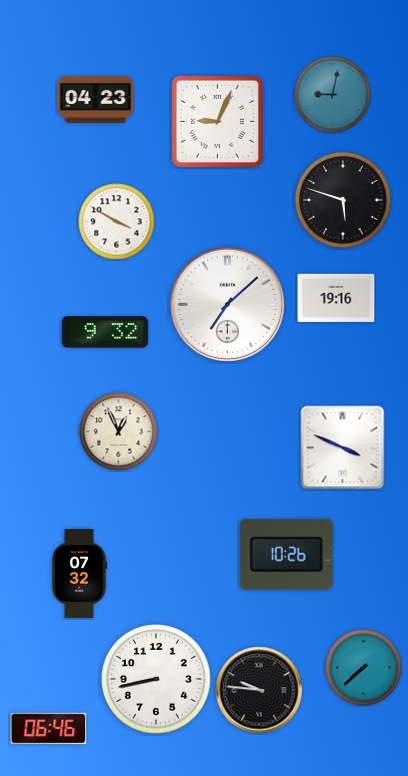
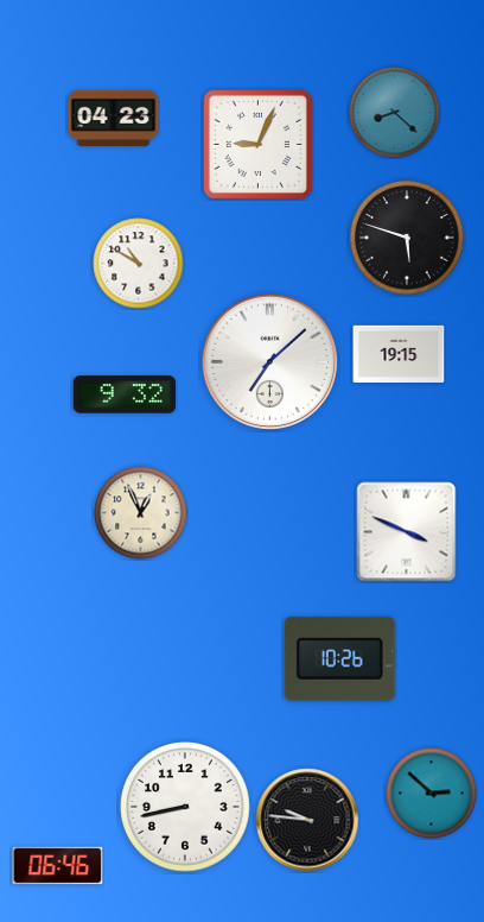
clock at (333, 95): 9:02 -> 8:22
clock at (117, 222): 3:50 -> 10:50
clock at (336, 297): 19:16 -> 19:15
clock at (79, 573): 07:32 -> none
clock at (364, 668): 7:38 -> 2:52
